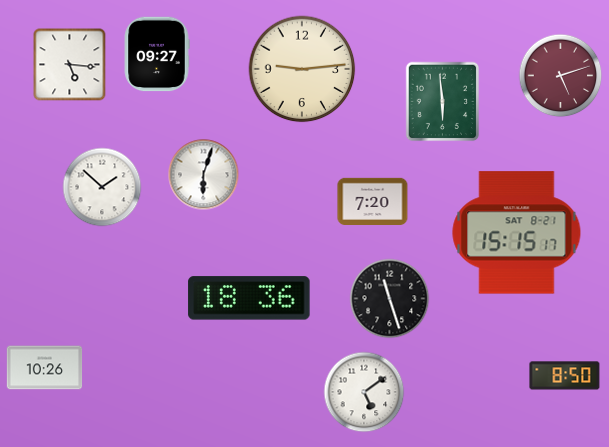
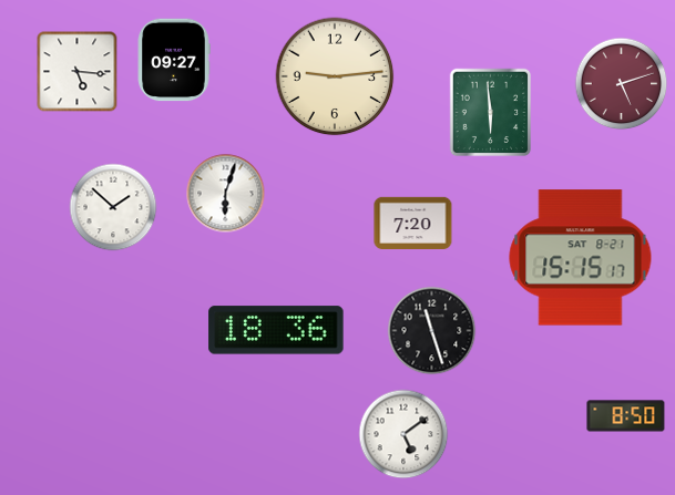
clock at (517, 233) position: (517, 233) -> (581, 258)
clock at (45, 368): 10:26 -> none
